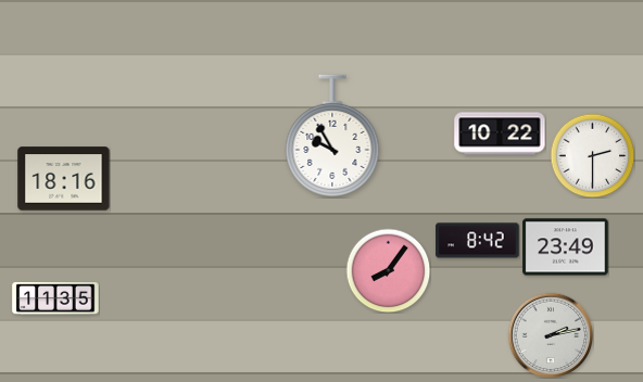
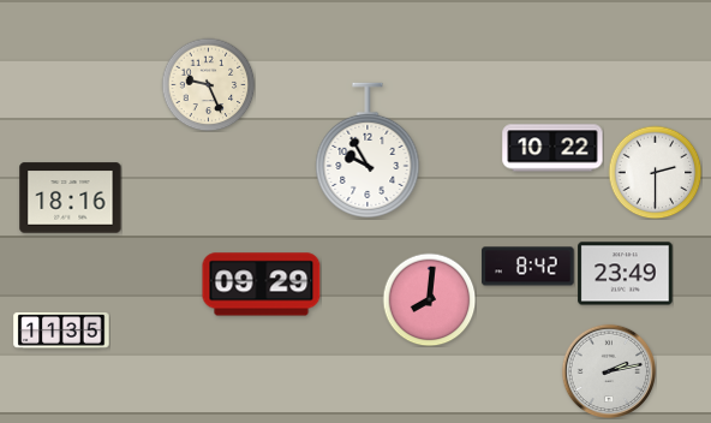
clock at (208, 84): none -> 9:26
clock at (262, 285): none -> 09:29
clock at (388, 270): 8:06 -> 8:01
